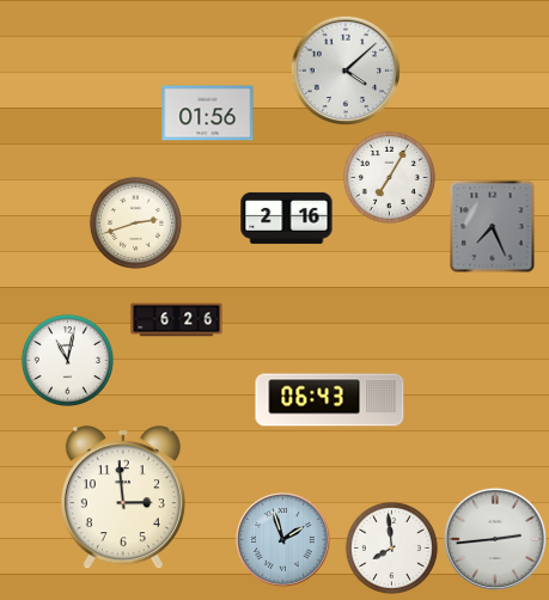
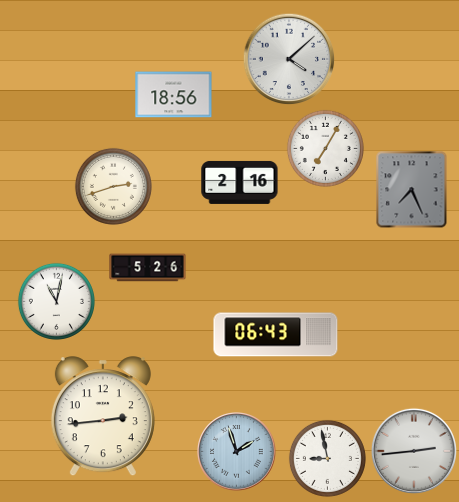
clock at (208, 114): 01:56 -> 18:56
clock at (177, 320): 6:26 -> 5:26
clock at (123, 498): 2:59 -> 2:44
clock at (391, 547): 7:59 -> 8:58
